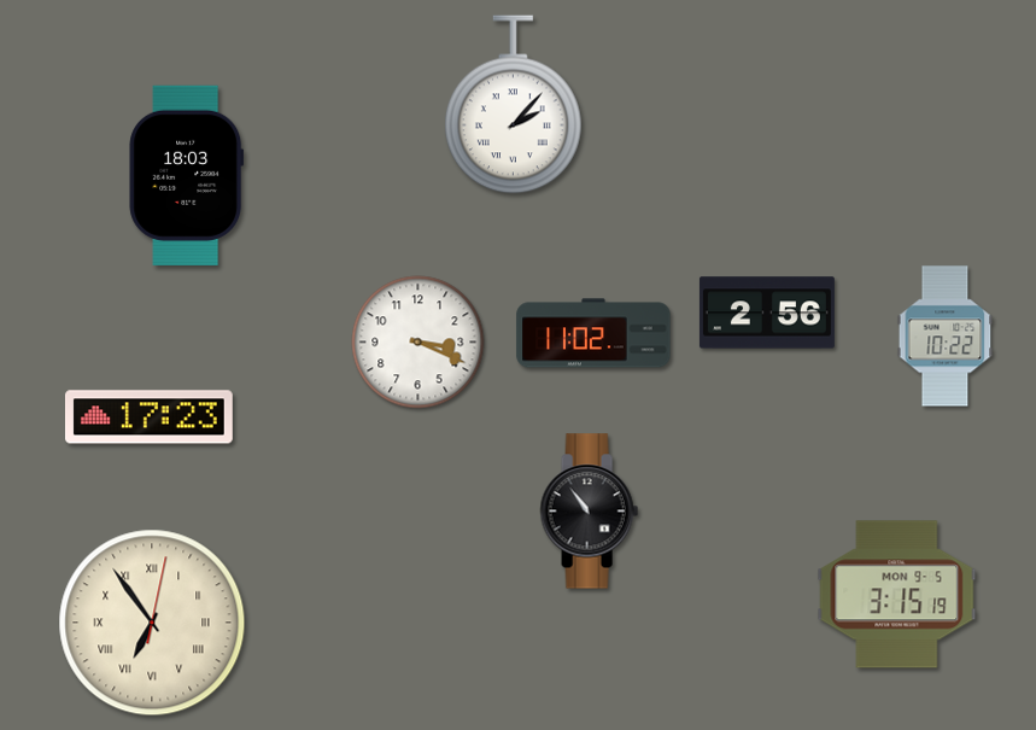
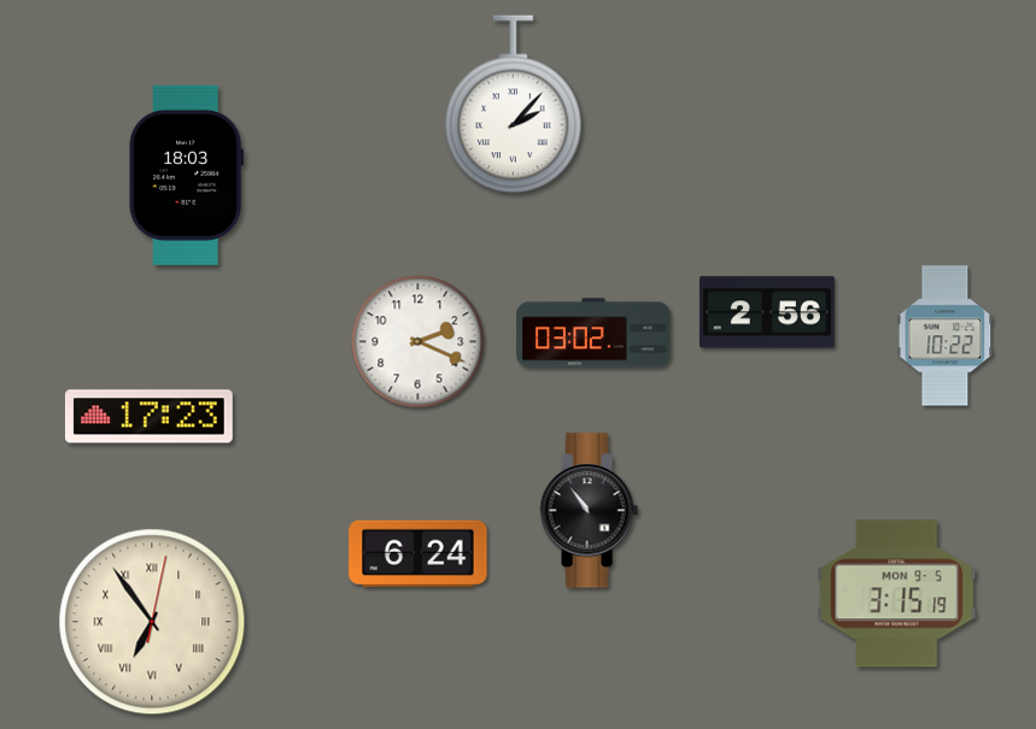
clock at (593, 333): 11:02 -> 03:02
clock at (419, 343): 3:19 -> 2:19
clock at (419, 554): none -> 6:24
